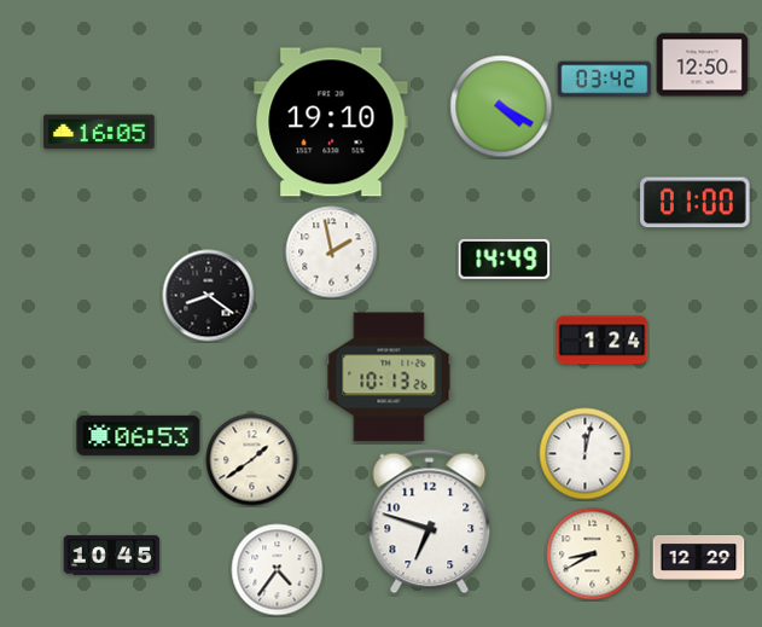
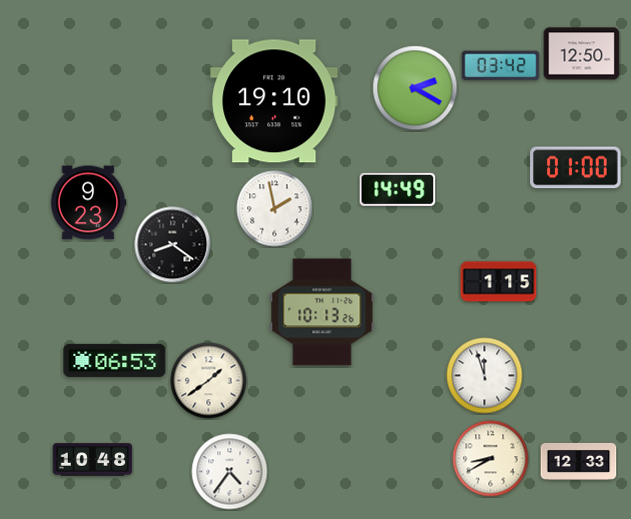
clock at (501, 106): 4:20 -> 2:20
clock at (99, 132): 16:05 -> none
clock at (88, 203): none -> 9:23
clock at (505, 259) position: (505, 259) -> (398, 189)
clock at (603, 341): 1:24 -> 1:15
clock at (586, 454): 12:02 -> 11:57
clock at (430, 522): 6:48 -> none
clock at (112, 556): 10:45 -> 10:48
clock at (699, 557): 12:29 -> 12:33
